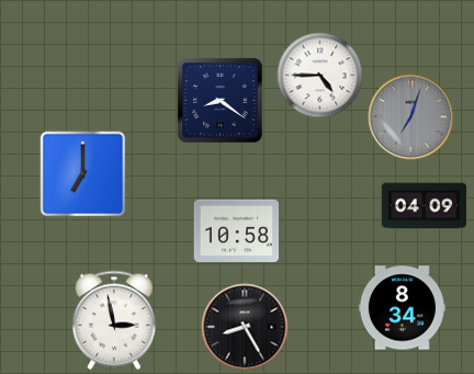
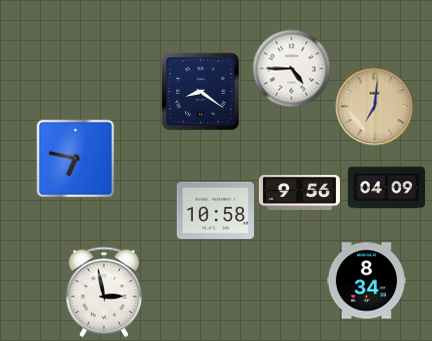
clock at (410, 116): 7:03 -> 7:01
clock at (410, 116) dial: grey -> champagne
clock at (82, 173): 7:00 -> 6:47
clock at (299, 192): none -> 9:56
clock at (245, 327): 8:25 -> none
